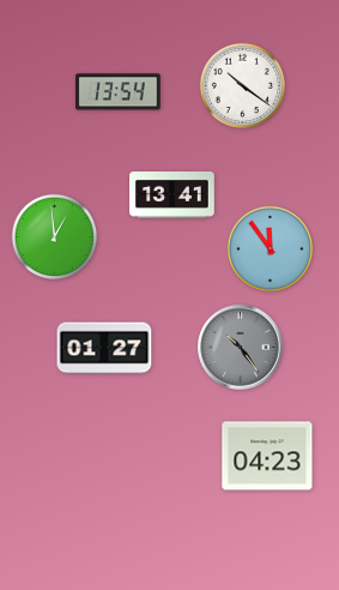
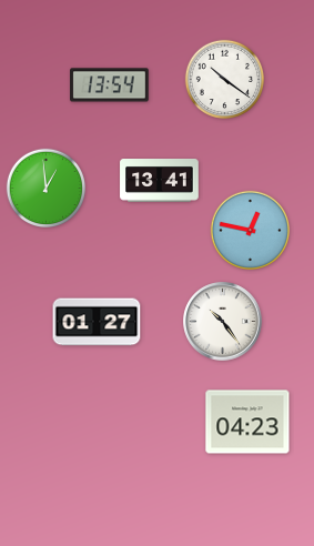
clock at (54, 236) position: (54, 236) -> (45, 188)
clock at (270, 248): 11:54 -> 12:47
clock at (241, 348) dial: grey -> white
